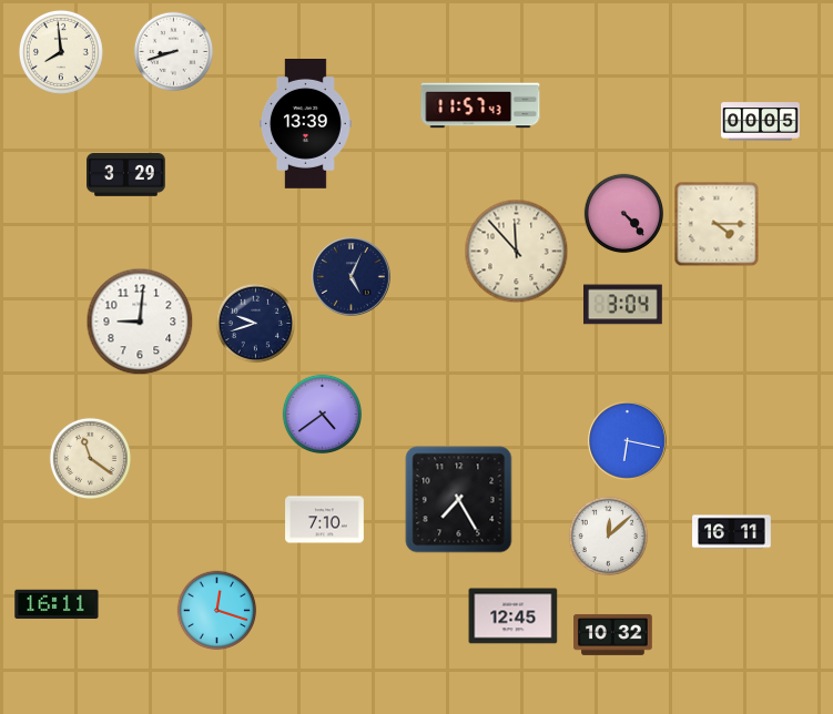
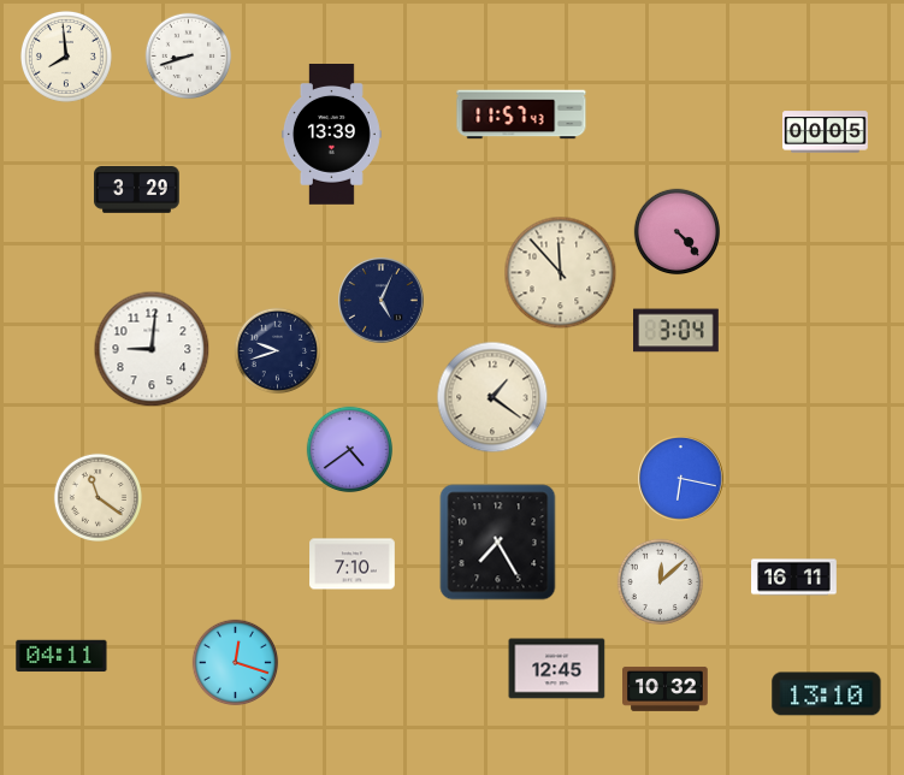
clock at (717, 224): 4:15 -> none
clock at (492, 397): none -> 1:21
clock at (57, 604): 16:11 -> 04:11
clock at (827, 694): none -> 13:10
